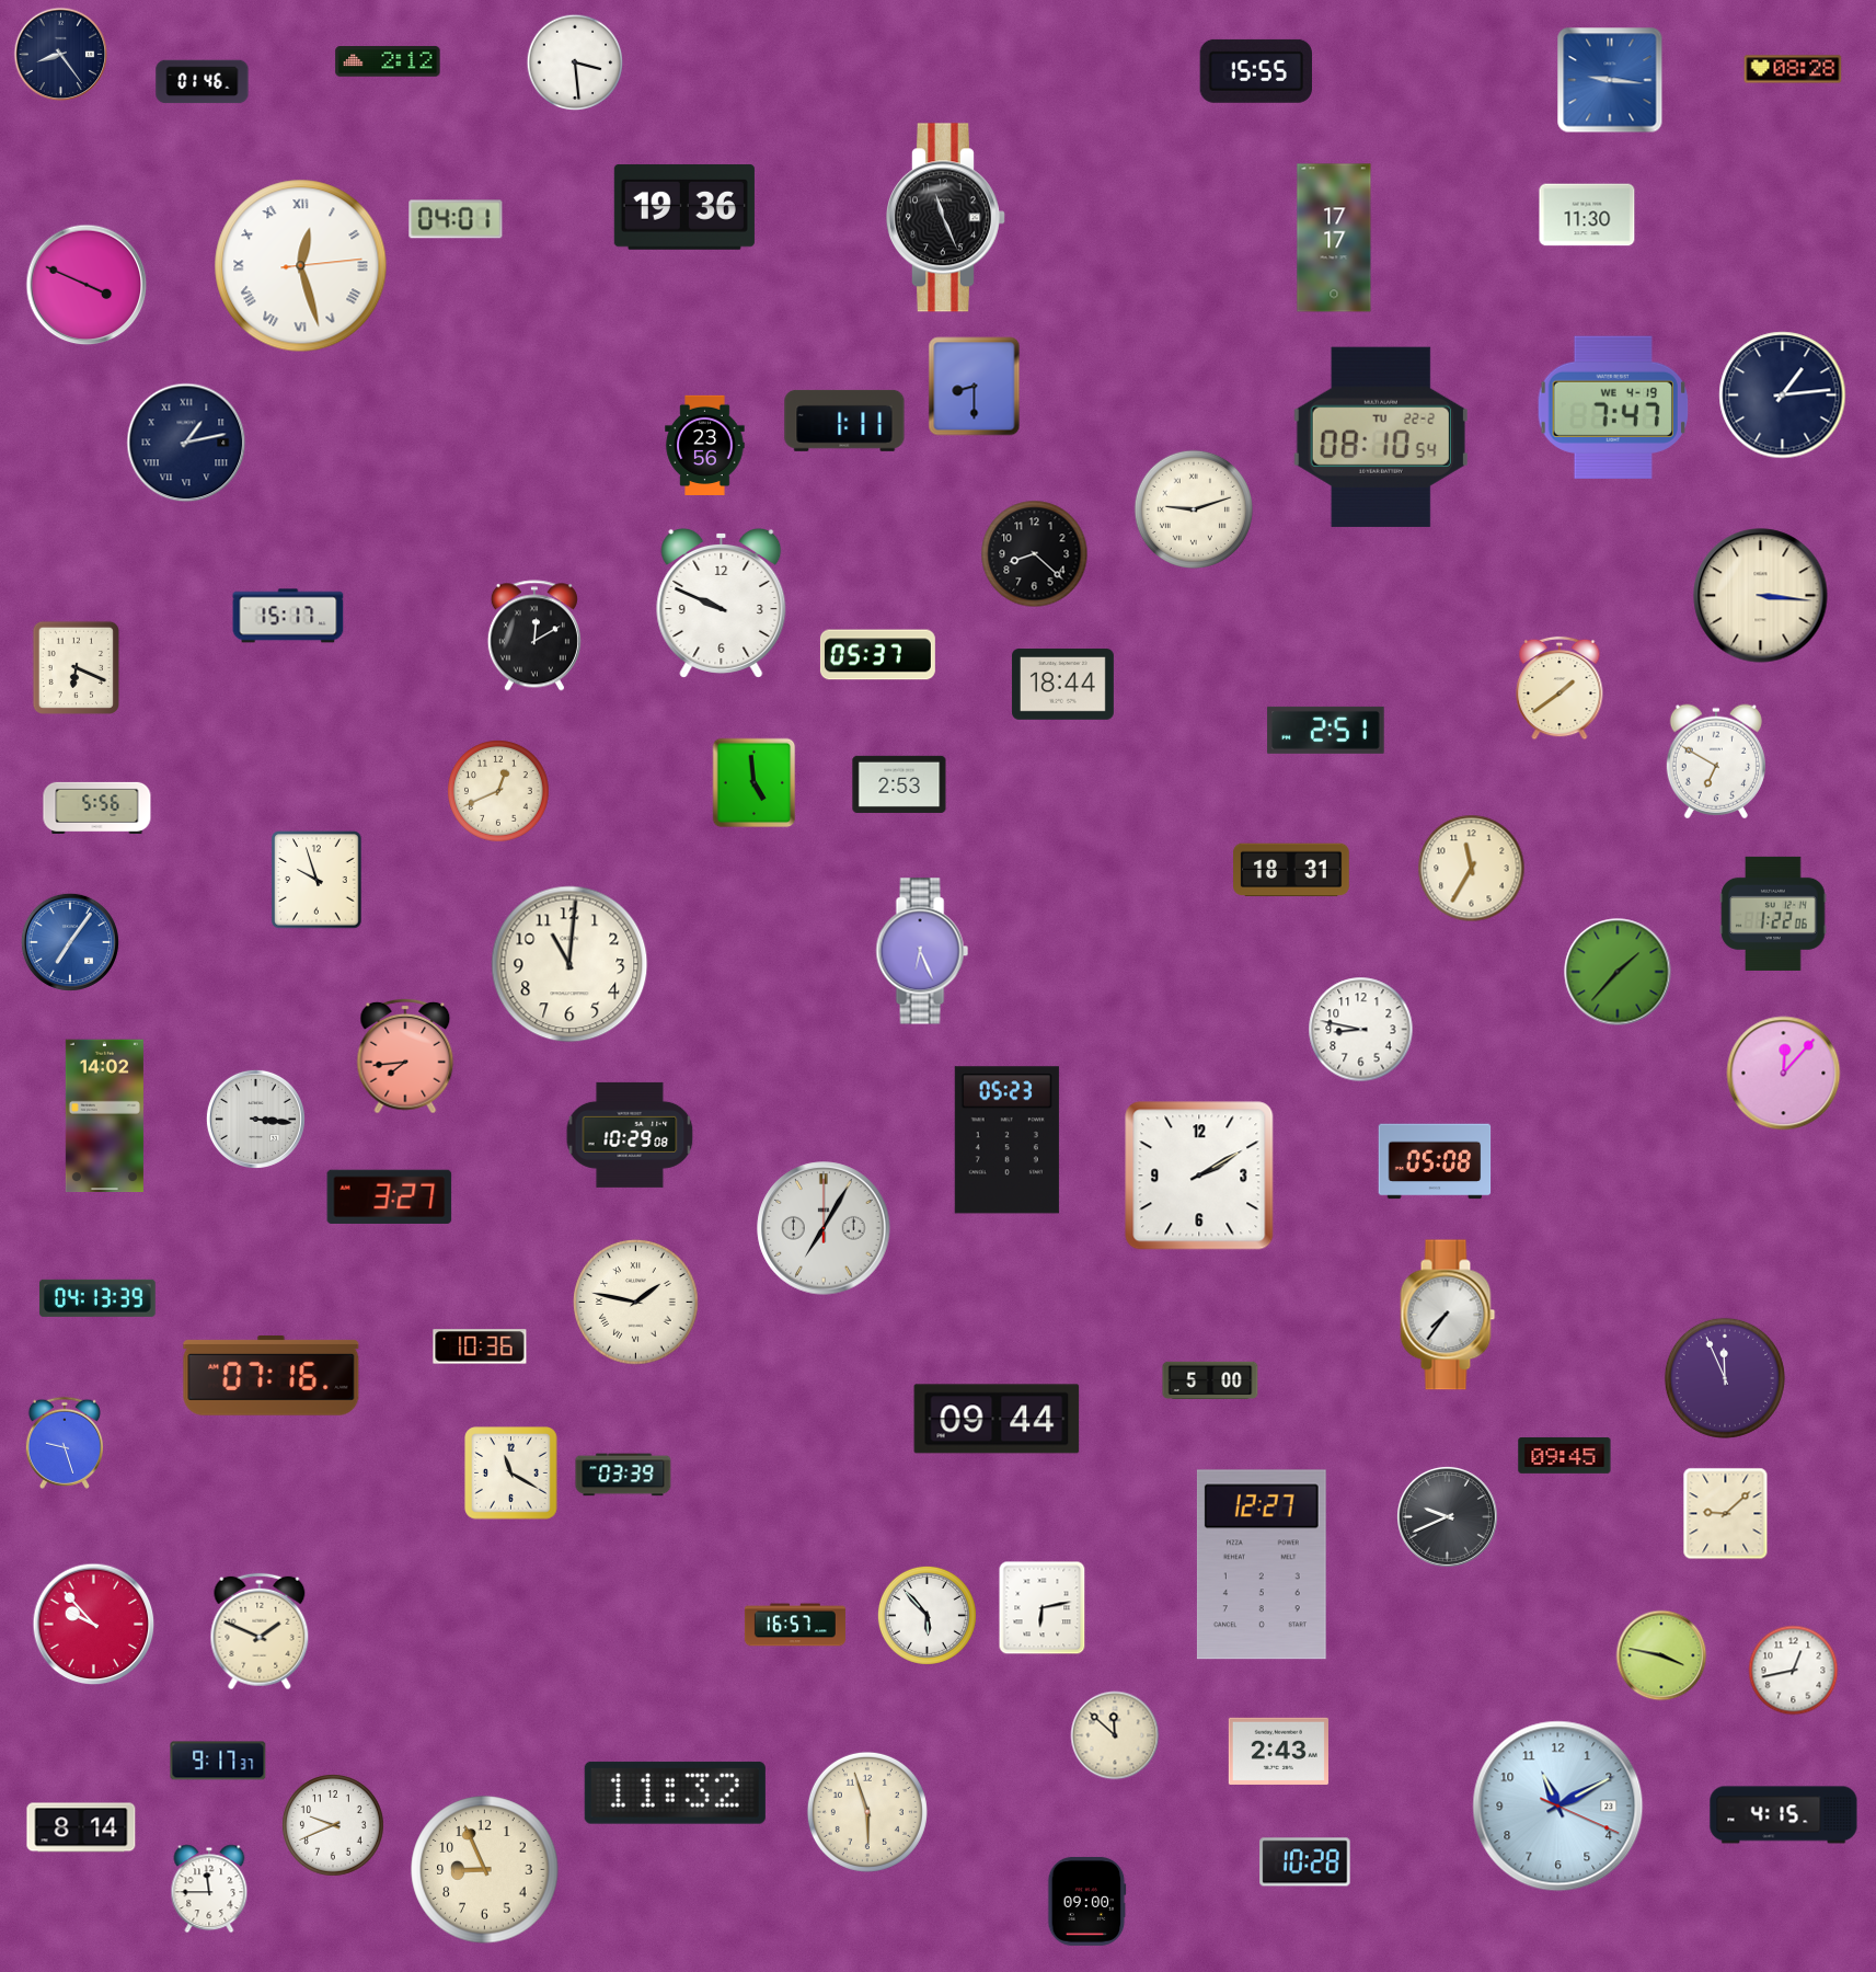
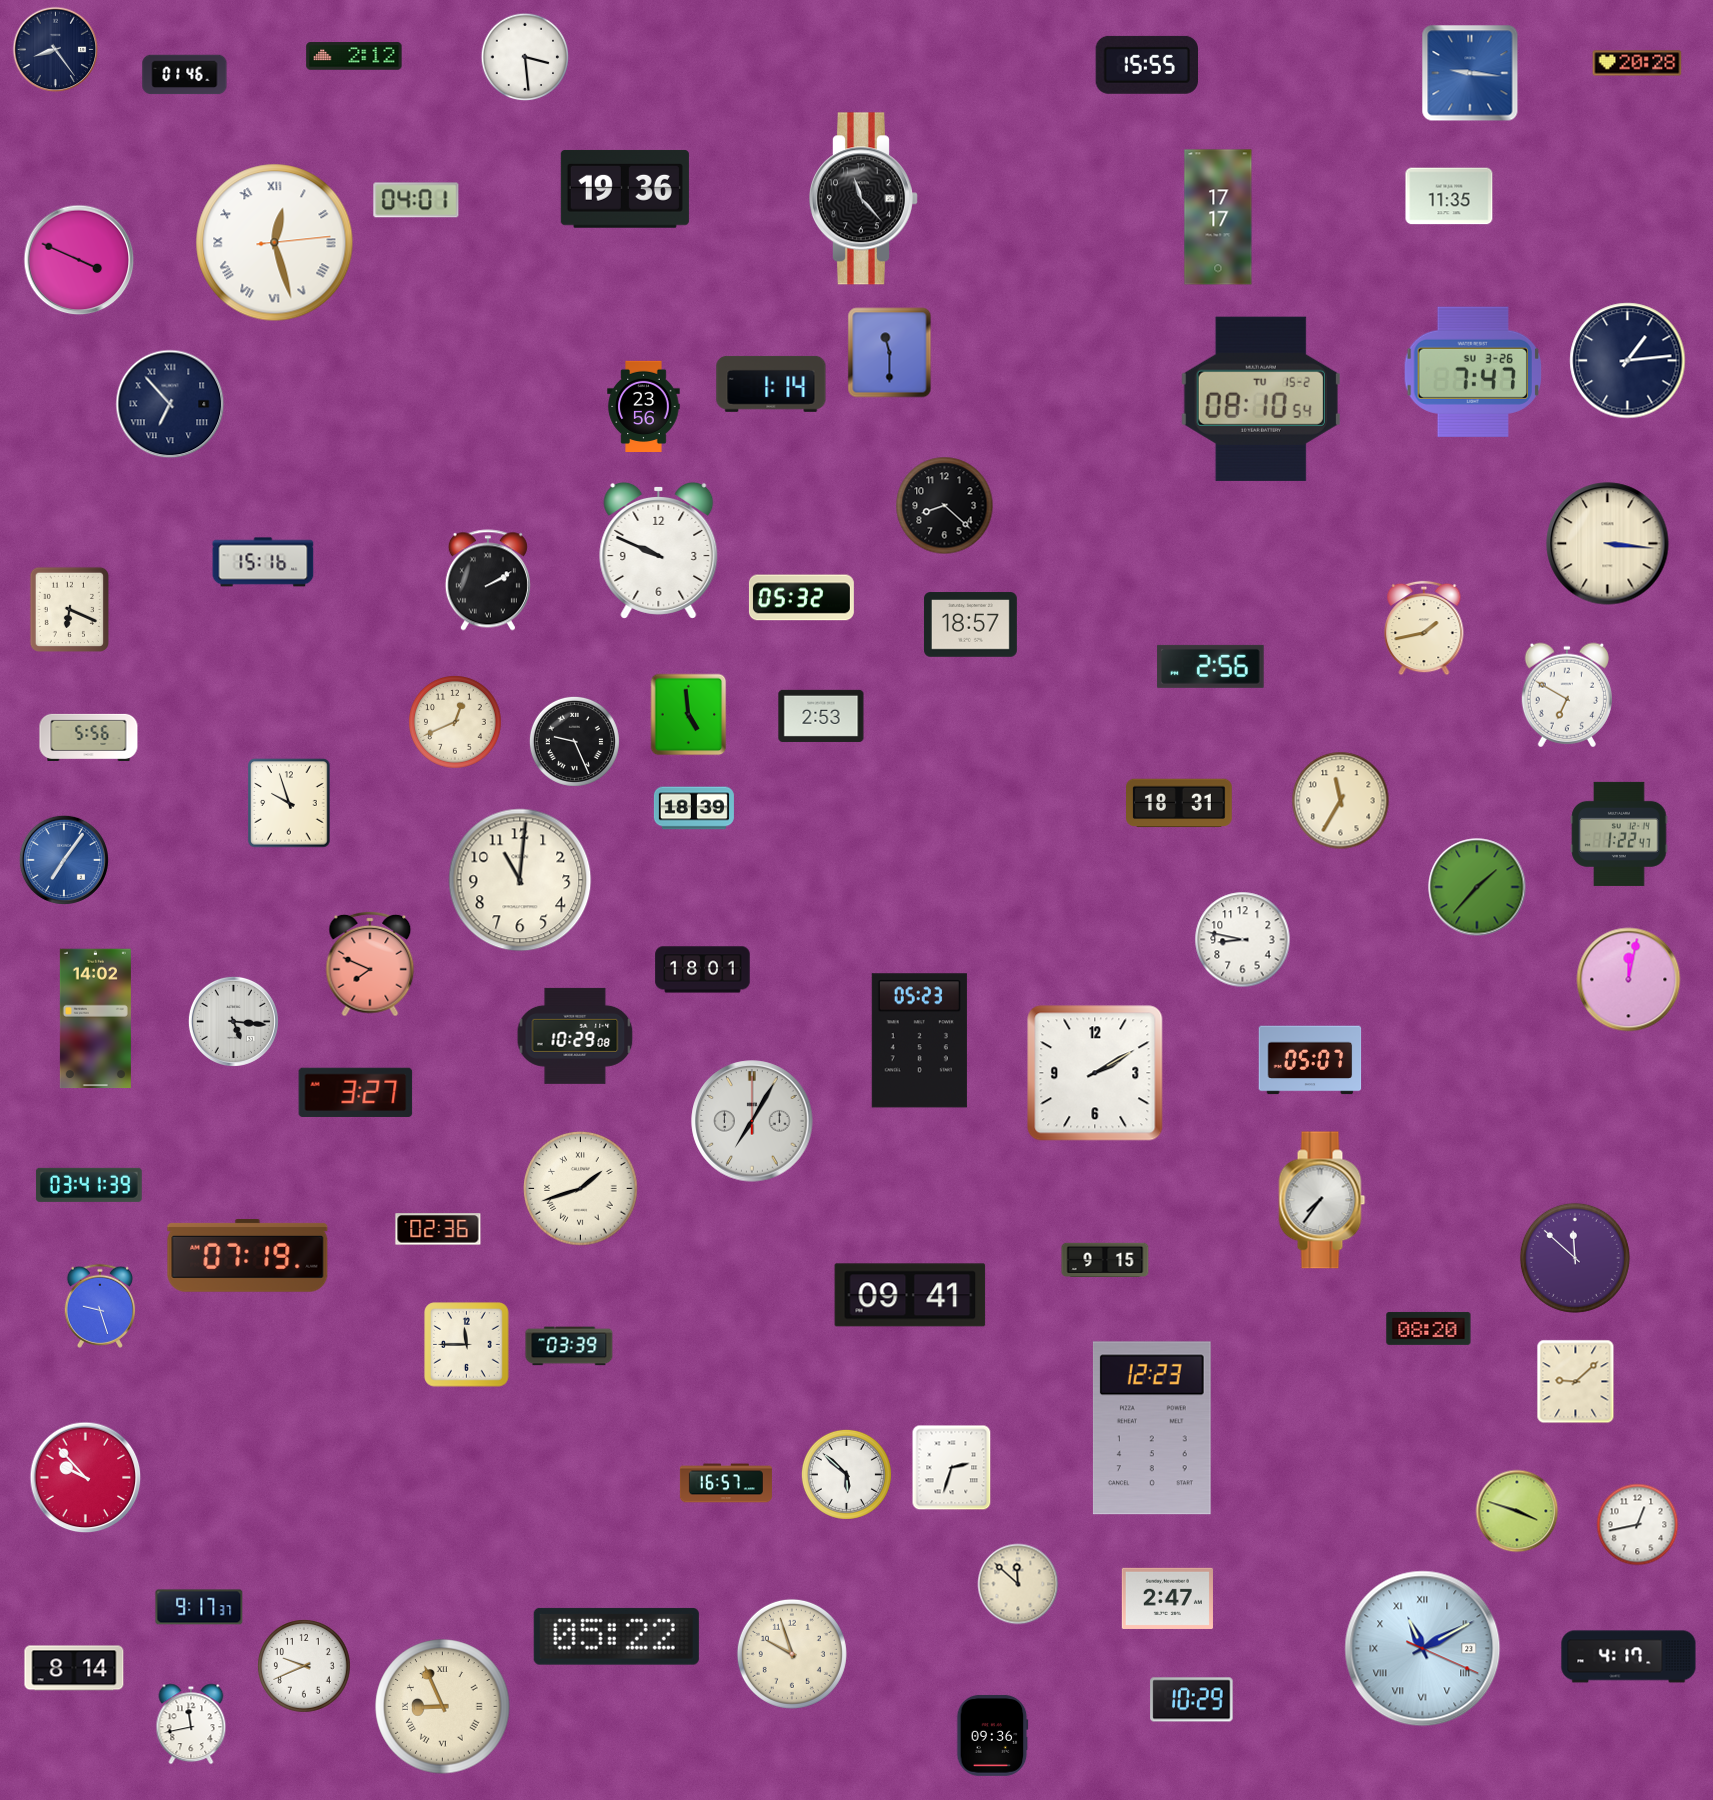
clock at (1793, 69): 08:28 -> 20:28
clock at (1587, 215): 11:30 -> 11:35
clock at (945, 218): 11:26 -> 11:23
clock at (975, 387): 8:30 -> 11:30
clock at (1613, 408) date: WE 4-19 -> SU 3-26
clock at (844, 421): 1:11 -> 1:14
clock at (1381, 437) date: TU 22-2 -> TU 15-2
clock at (186, 443): 1:13 -> 6:53
clock at (1194, 509): 9:12 -> none
clock at (288, 616): 15:17 -> 15:16
clock at (534, 635): 12:10 -> 2:10
clock at (877, 655): 05:37 -> 05:32
clock at (1062, 685): 18:44 -> 18:57
clock at (1560, 688): 1:39 -> 1:43
clock at (1326, 730): 2:51 -> 2:56
clock at (574, 741): none -> 9:26
clock at (1472, 869) position: (1472, 869) -> (1341, 801)
clock at (1292, 870) position: (1292, 870) -> (1180, 803)
clock at (694, 808): none -> 18:39
clock at (1773, 914): 1:22:06 -> 1:22:47
clock at (922, 951): 6:26 -> none
clock at (405, 1056): 7:44 -> 7:49
clock at (703, 970): none -> 18:01
clock at (1784, 1074): 12:07 -> 12:02
clock at (255, 1119): 3:16 -> 5:16
clock at (1435, 1161): 05:08 -> 05:07
clock at (97, 1298): 04:13 -> 03:41
clock at (636, 1303): 1:47 -> 1:42
clock at (480, 1346): 10:36 -> 02:36
clock at (272, 1376): 07:16 -> 07:19
clock at (1725, 1378): 11:56 -> 11:52
clock at (1210, 1379): 5:00 -> 9:15
clock at (997, 1419): 09:44 -> 09:41
clock at (65, 1443) position: (65, 1443) -> (100, 1306)
clock at (1565, 1455): 09:45 -> 08:20
clock at (511, 1474): 11:20 -> 11:45
clock at (1447, 1516): 9:41 -> none
clock at (1262, 1564): 12:27 -> 12:23
clock at (1043, 1608): 6:13 -> 2:33
clock at (927, 1615): 5:53 -> 5:52
clock at (94, 1625) position: (94, 1625) -> (86, 1478)
clock at (260, 1631): 1:49 -> none
clock at (1661, 1655): 3:47 -> 3:48
clock at (1278, 1751): 2:43 -> 2:47
clock at (675, 1792): 11:32 -> 05:22
clock at (1558, 1807) numerals: Arabic -> Roman
clock at (867, 1812): 5:57 -> 9:57
clock at (1784, 1815): 4:15 -> 4:17
clock at (1305, 1862): 10:28 -> 10:29
clock at (485, 1870) numerals: Arabic -> Roman
clock at (209, 1889): 11:45 -> 11:43
clock at (1087, 1901): 09:00 -> 09:36
